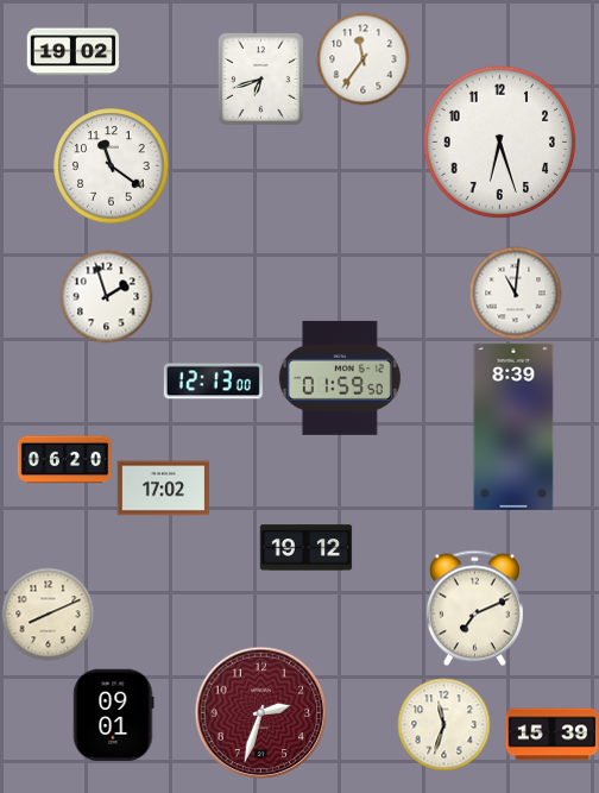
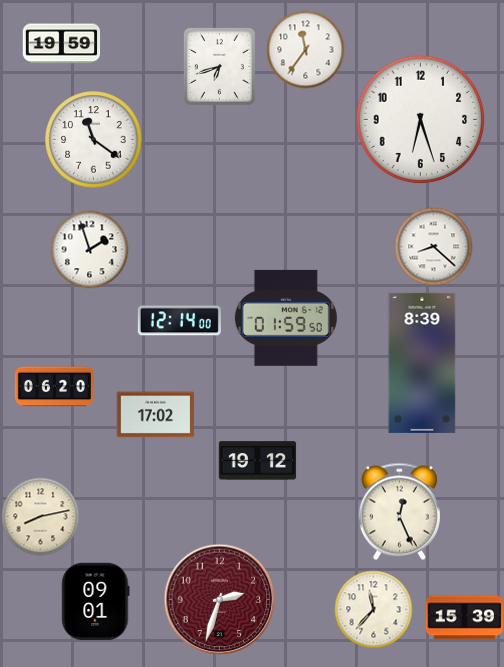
clock at (72, 52): 19:02 -> 19:59
clock at (515, 292): 11:01 -> 8:22
clock at (213, 382): 12:13 -> 12:14
clock at (513, 427) position: (513, 427) -> (422, 363)
clock at (163, 489) position: (163, 489) -> (155, 415)
clock at (474, 608): 7:11 -> 12:26
clock at (48, 613): 8:11 -> 8:13
clock at (443, 724): 11:33 -> 11:37
